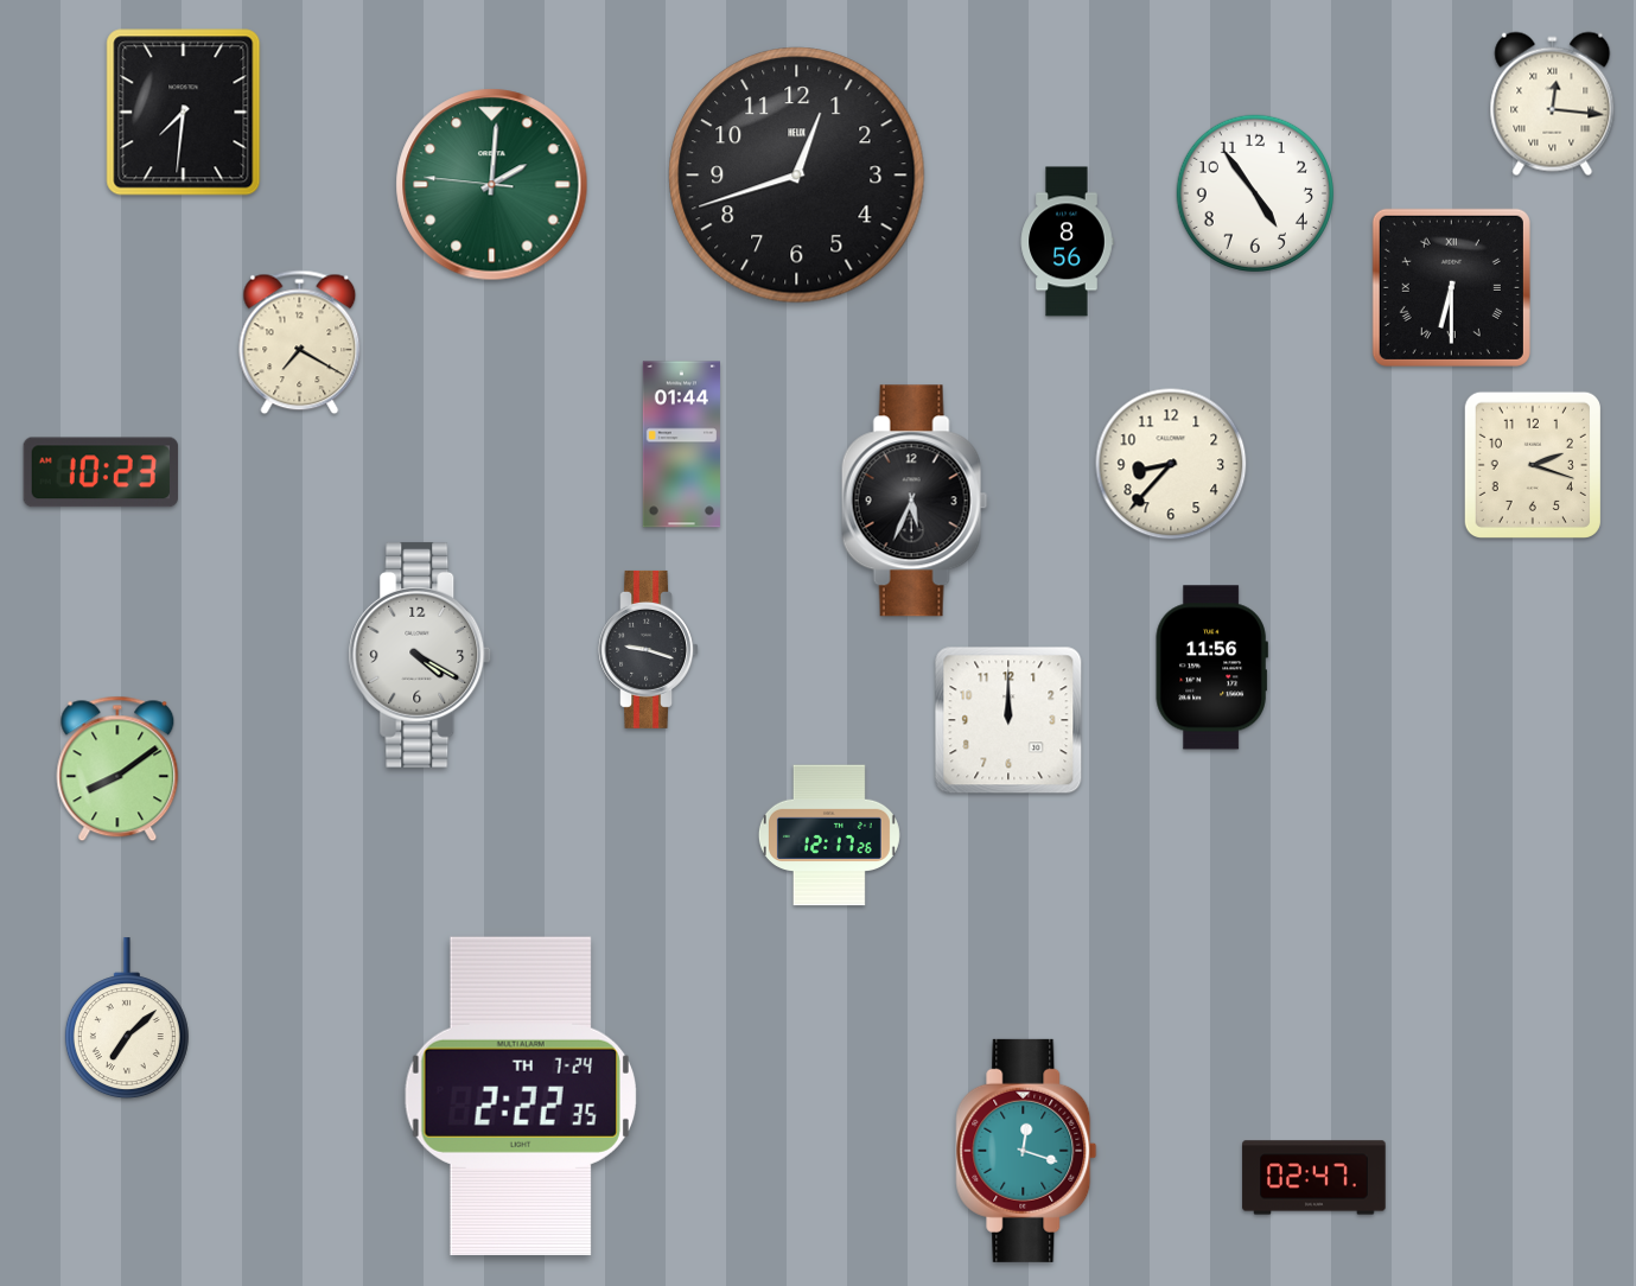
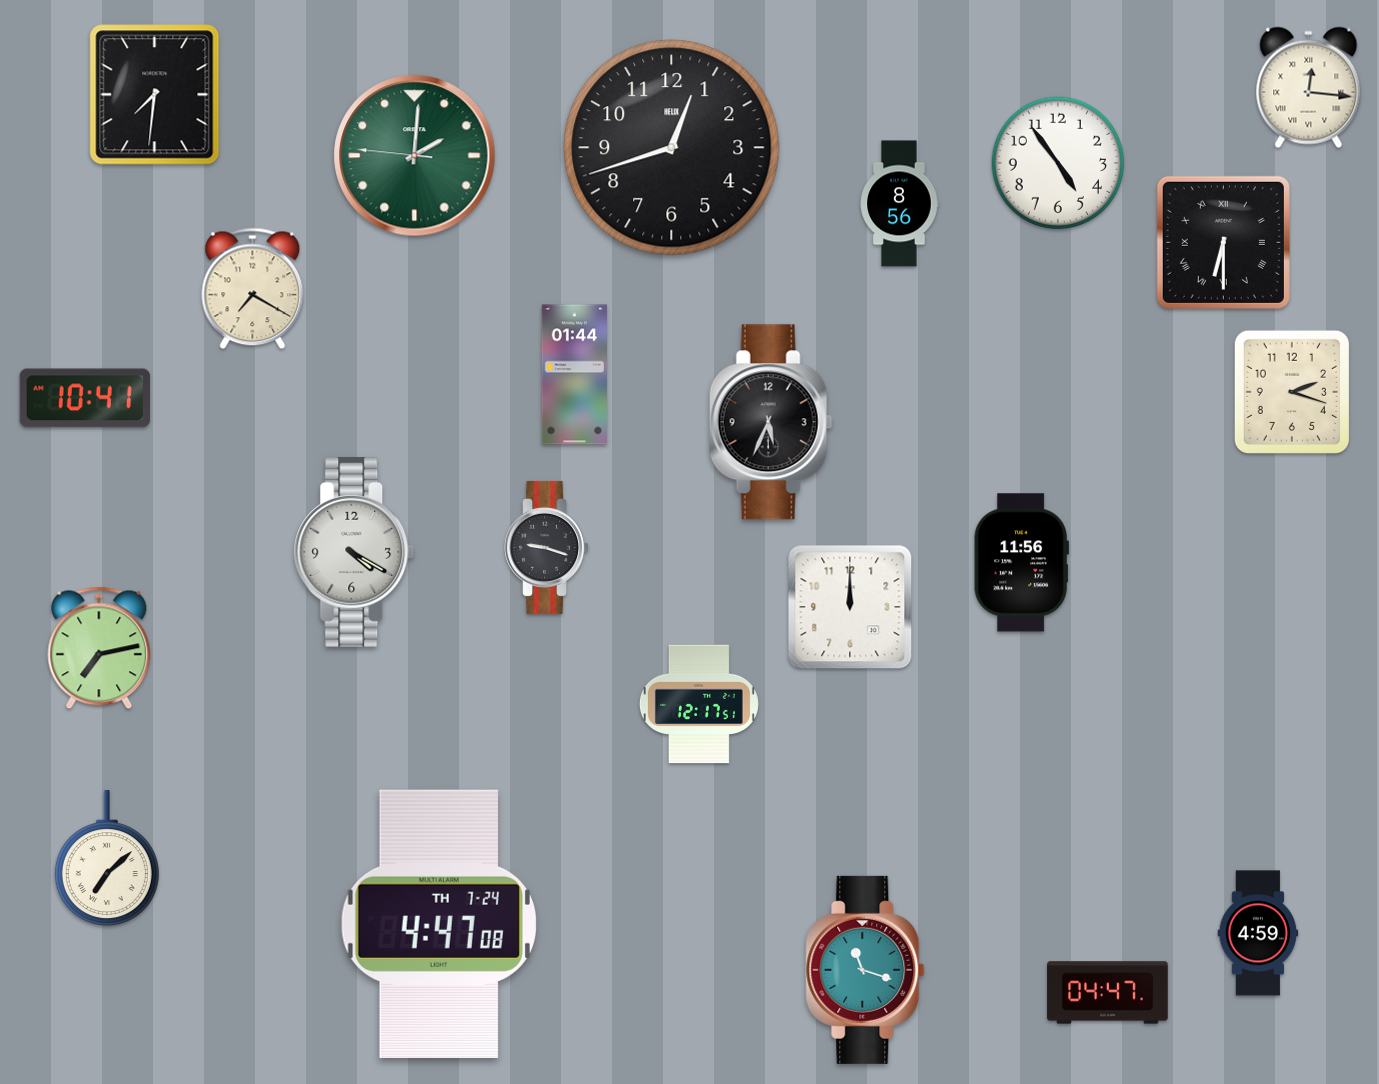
clock at (1171, 464): 8:37 -> none
clock at (101, 472): 10:23 -> 10:41
clock at (117, 769): 8:09 -> 7:13
clock at (829, 835): 12:17:26 -> 12:17:51
clock at (521, 1096): 2:22 -> 4:47
clock at (1258, 933): none -> 4:59
clock at (1026, 1151): 12:18 -> 11:18
clock at (1314, 1178): 02:47 -> 04:47
